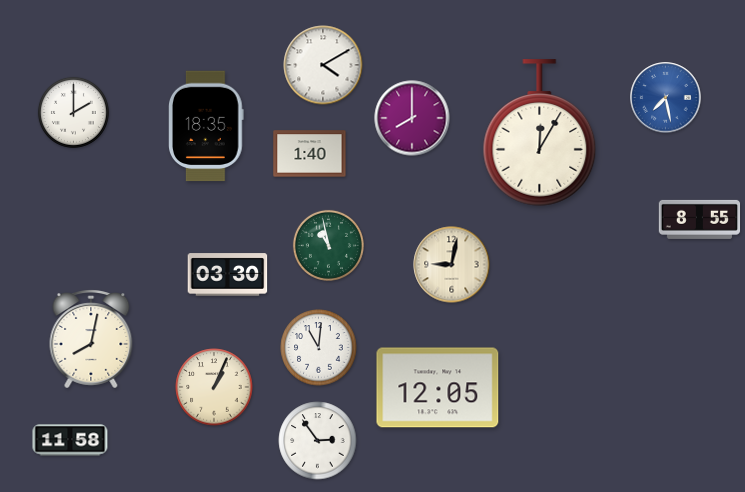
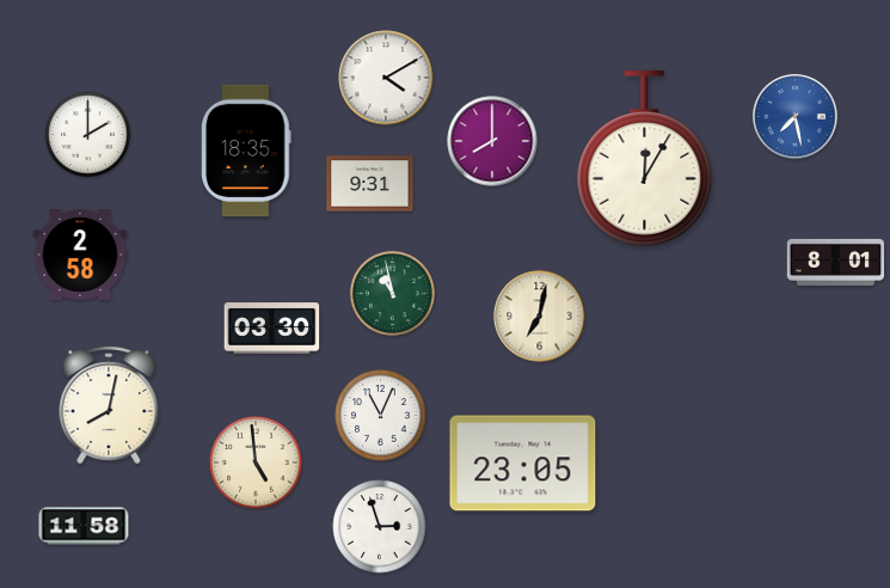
clock at (310, 154): 1:40 -> 9:31
clock at (80, 255): none -> 2:58
clock at (700, 219): 8:55 -> 8:01
clock at (452, 265): 9:02 -> 7:02
clock at (319, 348): 11:01 -> 11:04
clock at (214, 387): 1:04 -> 4:59
clock at (438, 388): 12:05 -> 23:05
clock at (318, 441): 2:54 -> 2:57
